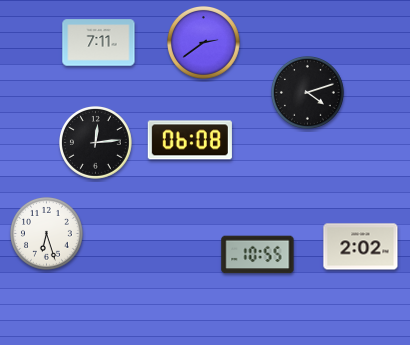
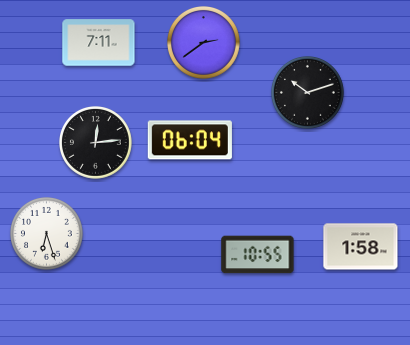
clock at (308, 93): 4:12 -> 10:12
clock at (190, 140): 06:08 -> 06:04
clock at (361, 247): 2:02 -> 1:58
